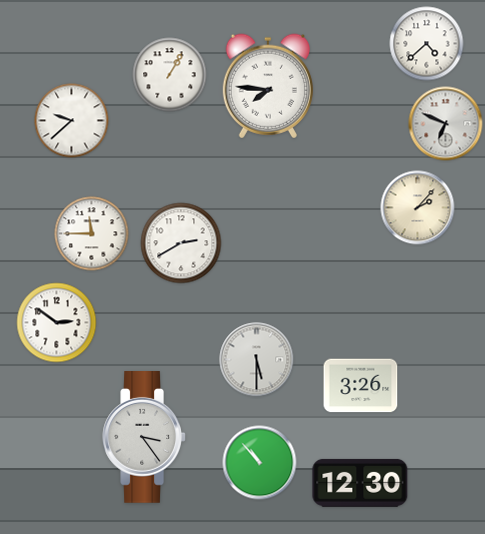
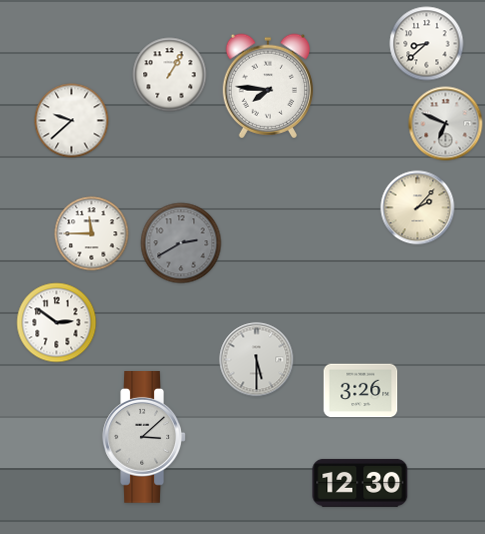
clock at (427, 44): 4:38 -> 8:38
clock at (181, 243) dial: white -> grey
clock at (361, 386) position: (361, 386) -> (361, 391)
clock at (144, 438): 3:24 -> 3:08
clock at (260, 463): 10:53 -> none
